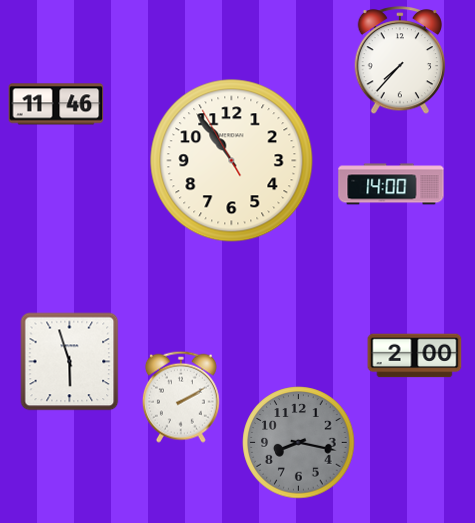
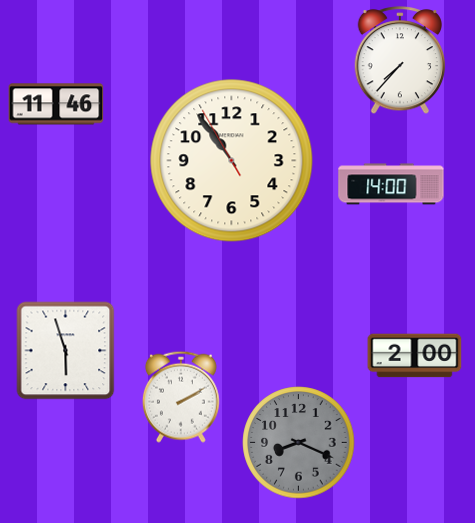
clock at (70, 362) position: (70, 362) -> (66, 351)
clock at (299, 443): 8:17 -> 8:19
